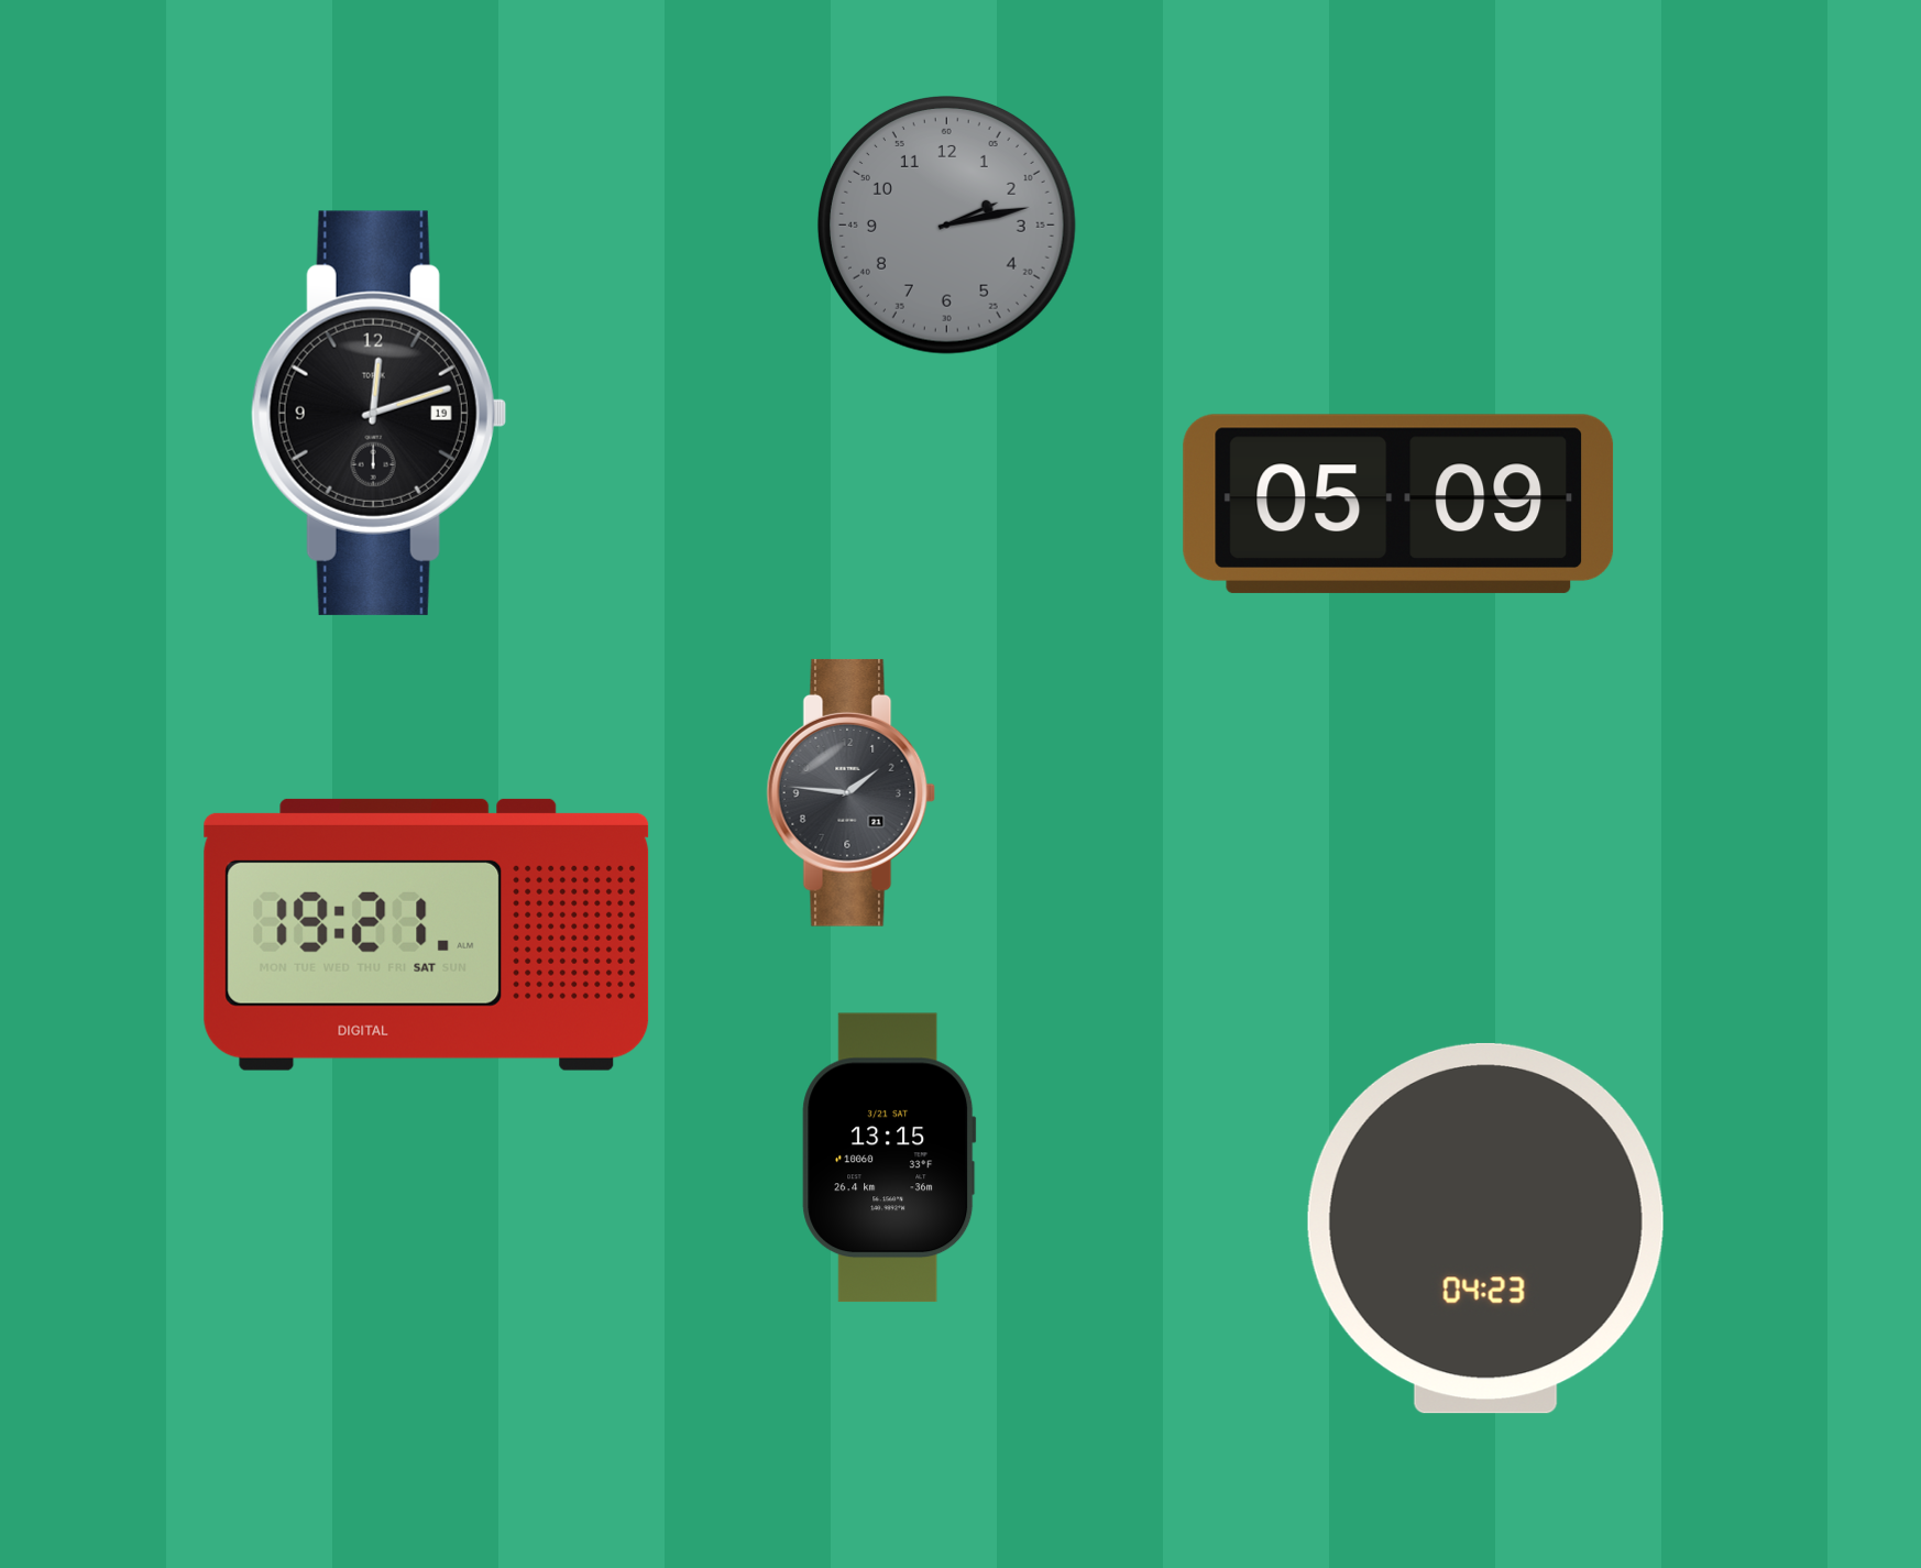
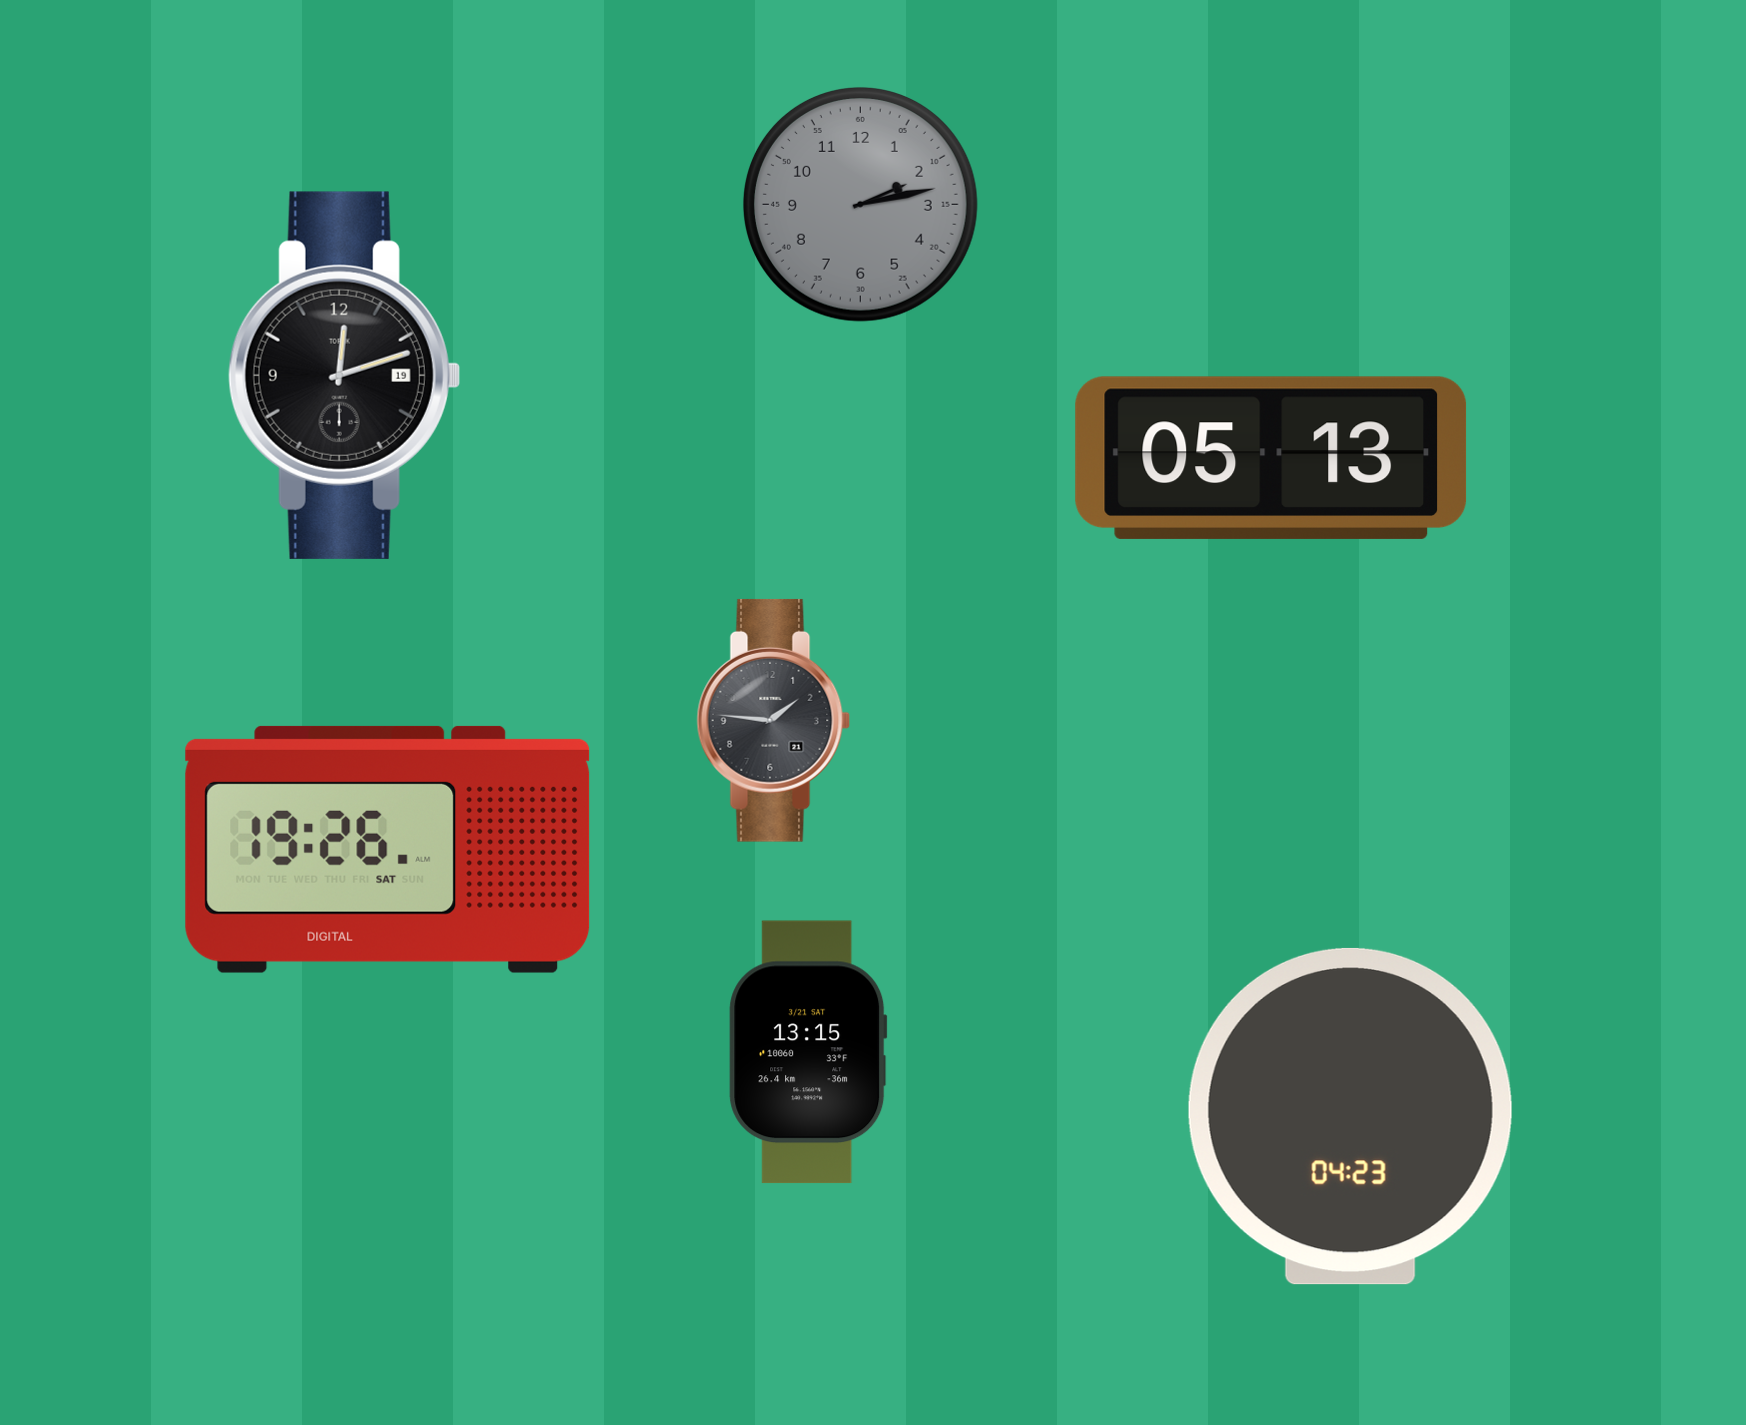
clock at (1398, 504): 05:09 -> 05:13
clock at (427, 934): 19:21 -> 19:26
